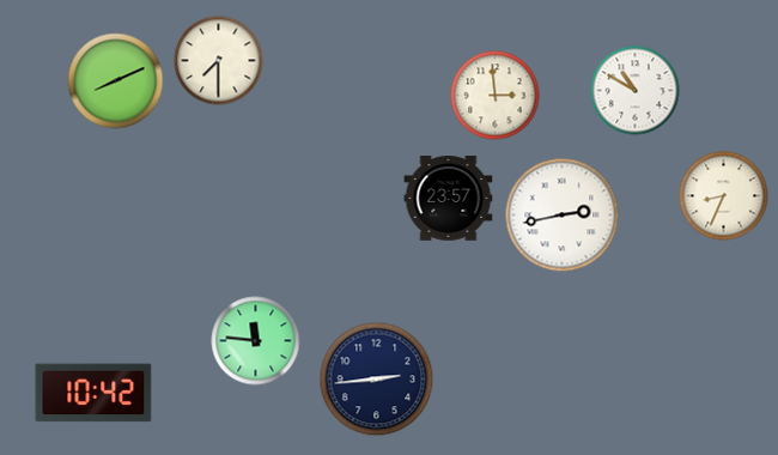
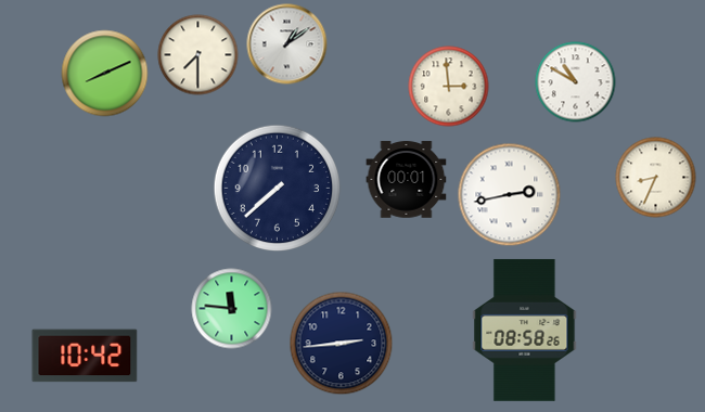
clock at (287, 44): none -> 1:09
clock at (449, 199): 23:57 -> 00:01
clock at (278, 189): none -> 7:38
clock at (525, 330): none -> 08:58
